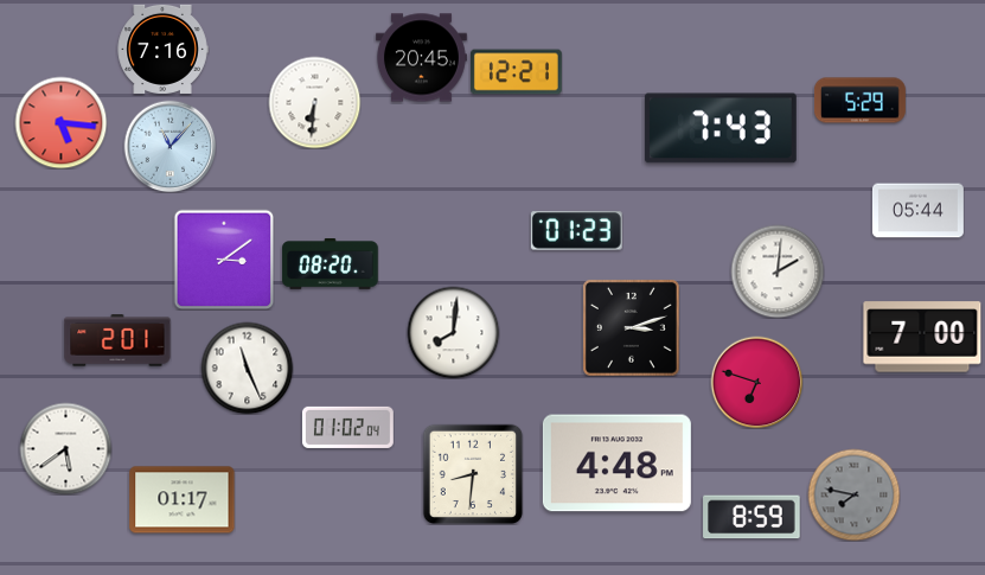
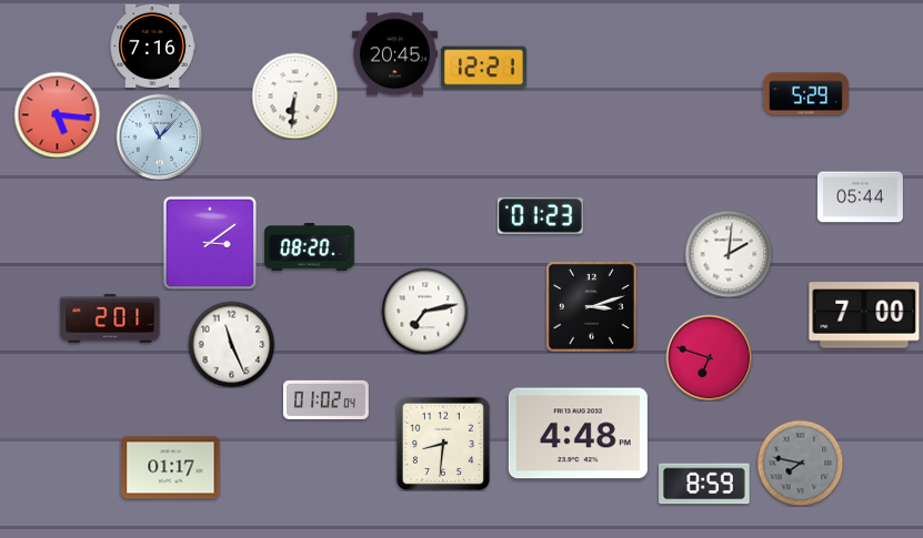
clock at (721, 128): 7:43 -> none
clock at (453, 332): 8:01 -> 7:13
clock at (65, 448): 5:39 -> none
